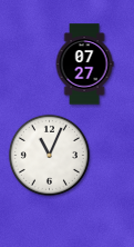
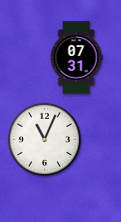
clock at (84, 65): 07:27 -> 07:31
